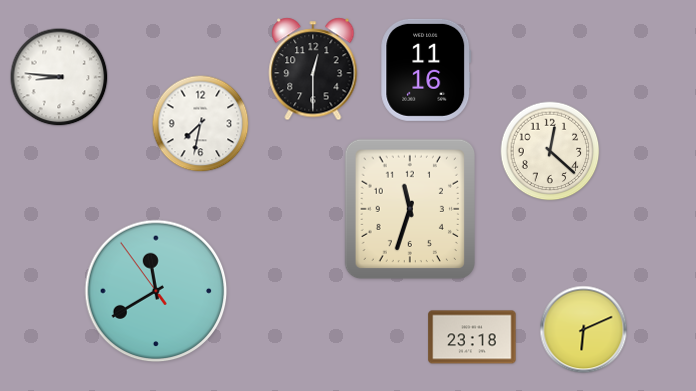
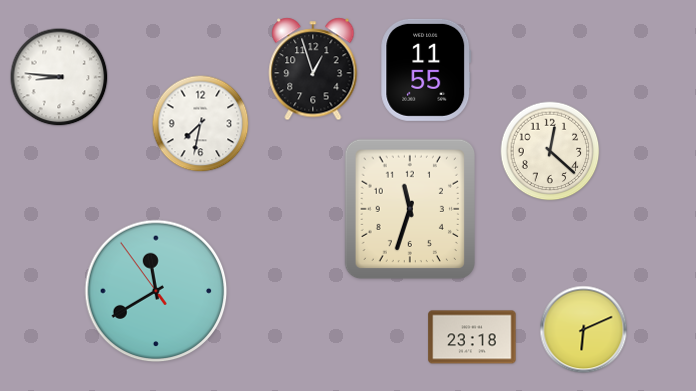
clock at (313, 69): 12:30 -> 12:57
clock at (426, 70): 11:16 -> 11:55
